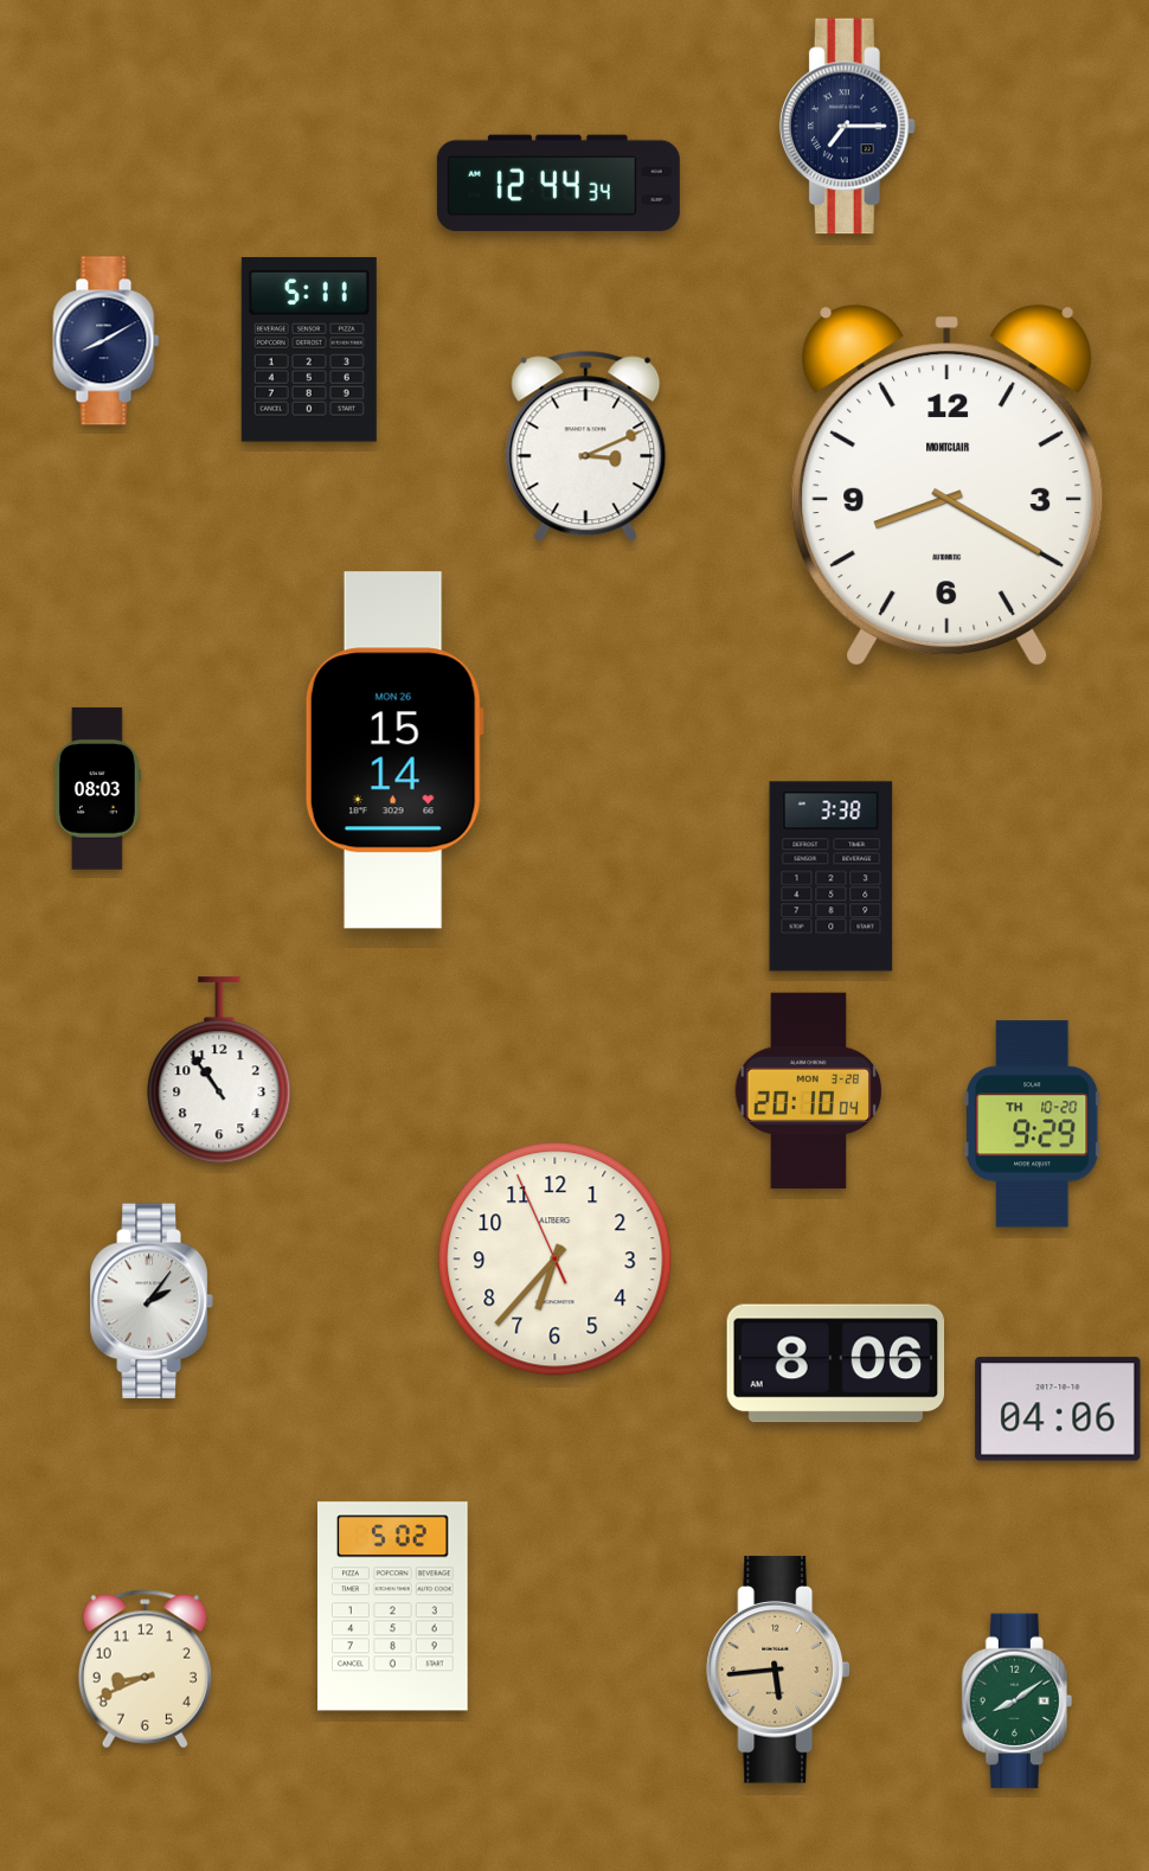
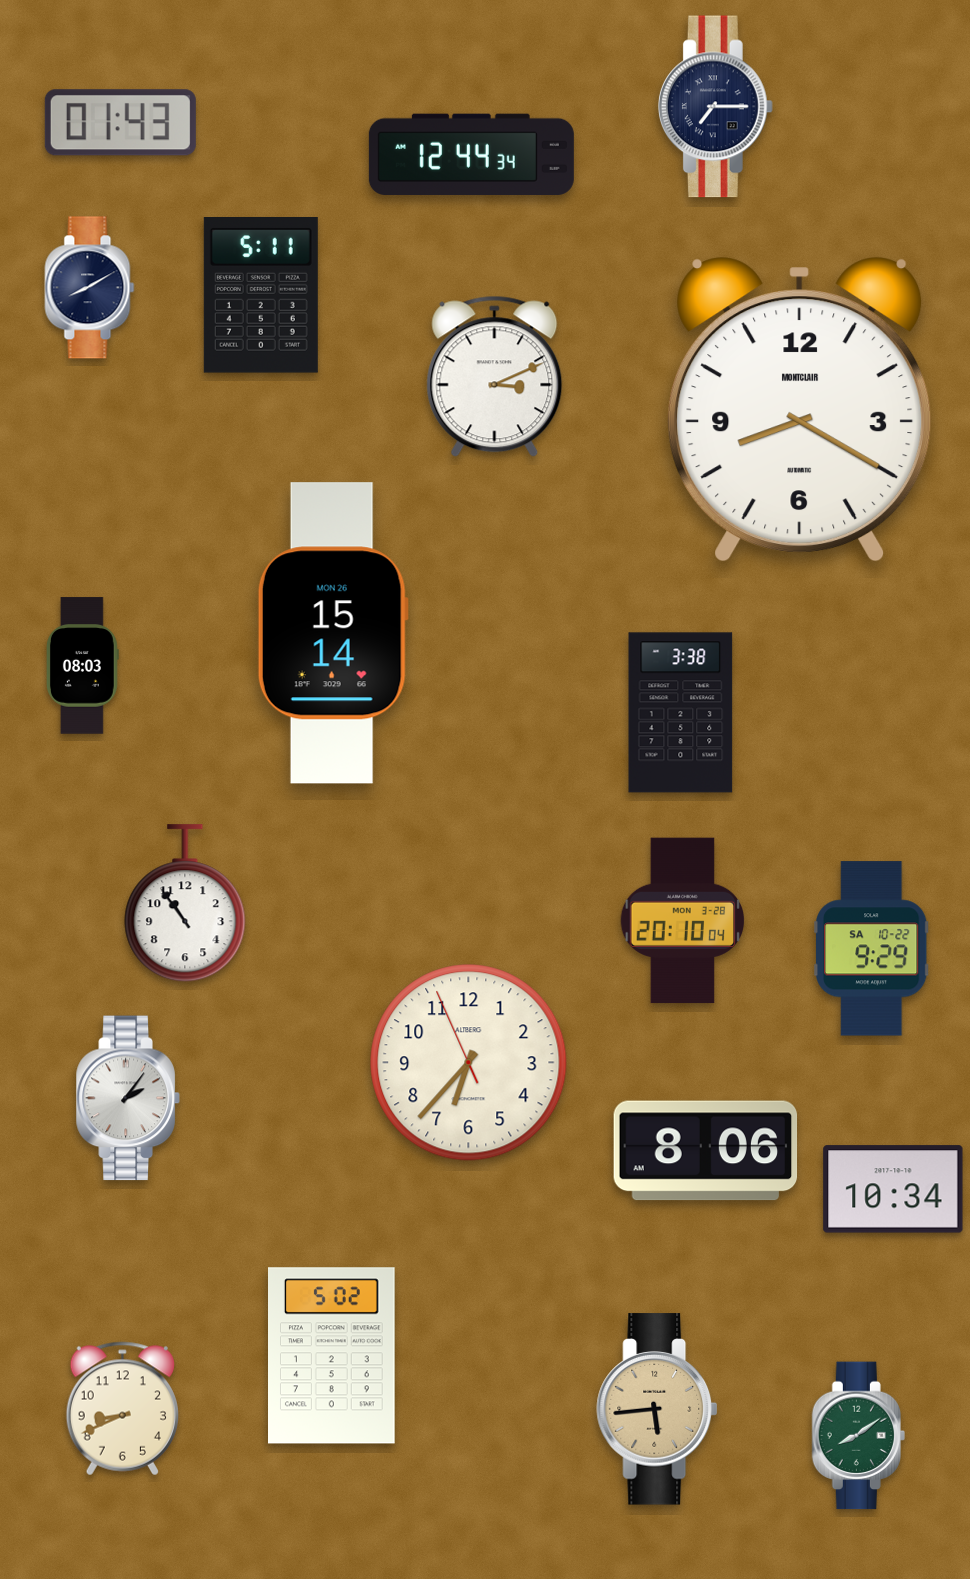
clock at (120, 123): none -> 01:43
clock at (832, 877) position: (832, 877) -> (681, 713)
clock at (1032, 1124) date: TH 10-20 -> SA 10-22
clock at (1058, 1409): 04:06 -> 10:34
